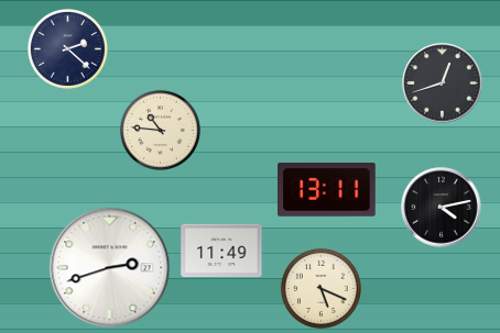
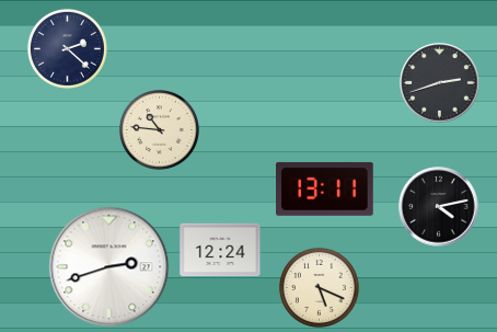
clock at (443, 84): 12:42 -> 2:42
clock at (221, 251): 11:49 -> 12:24
